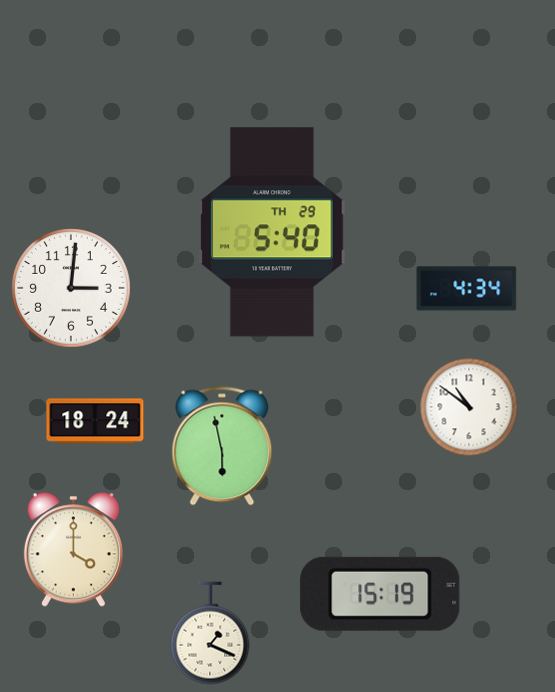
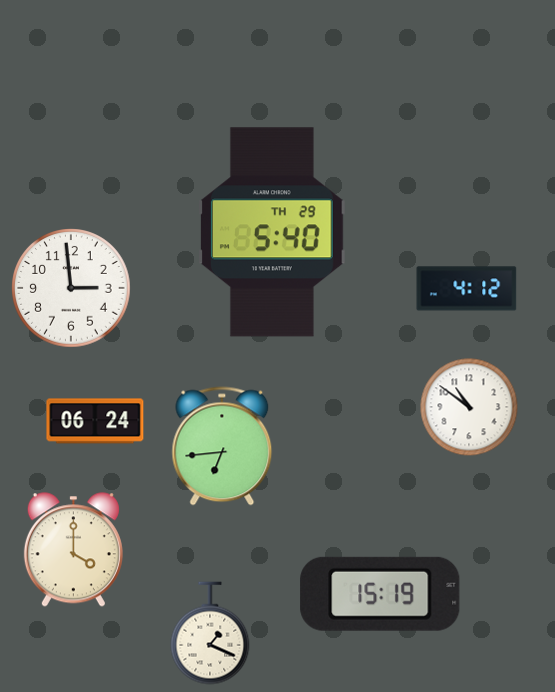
clock at (71, 288): 3:01 -> 2:59
clock at (467, 289): 4:34 -> 4:12
clock at (95, 421): 18:24 -> 06:24
clock at (222, 446): 5:58 -> 6:44
